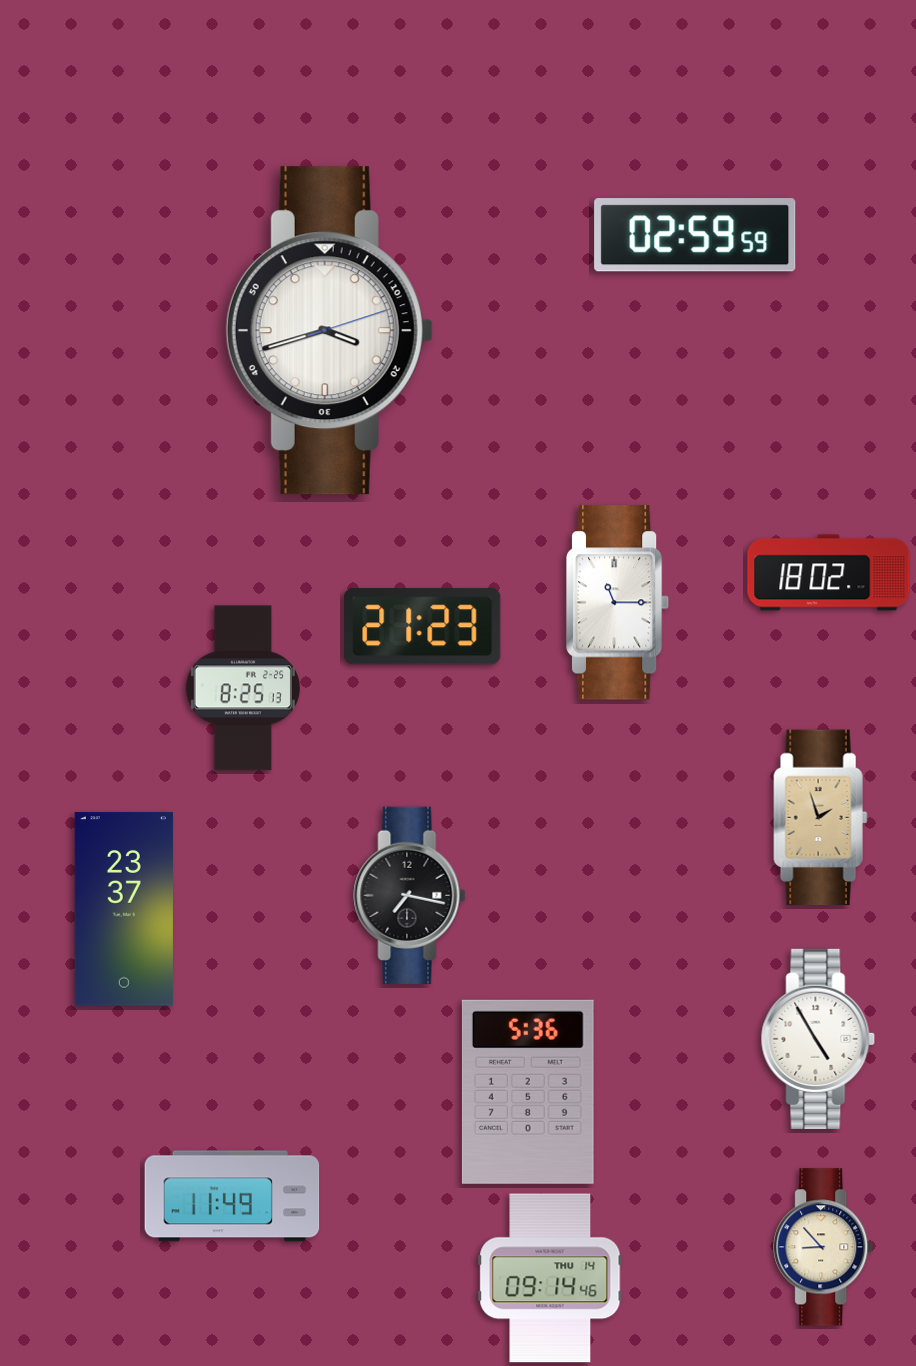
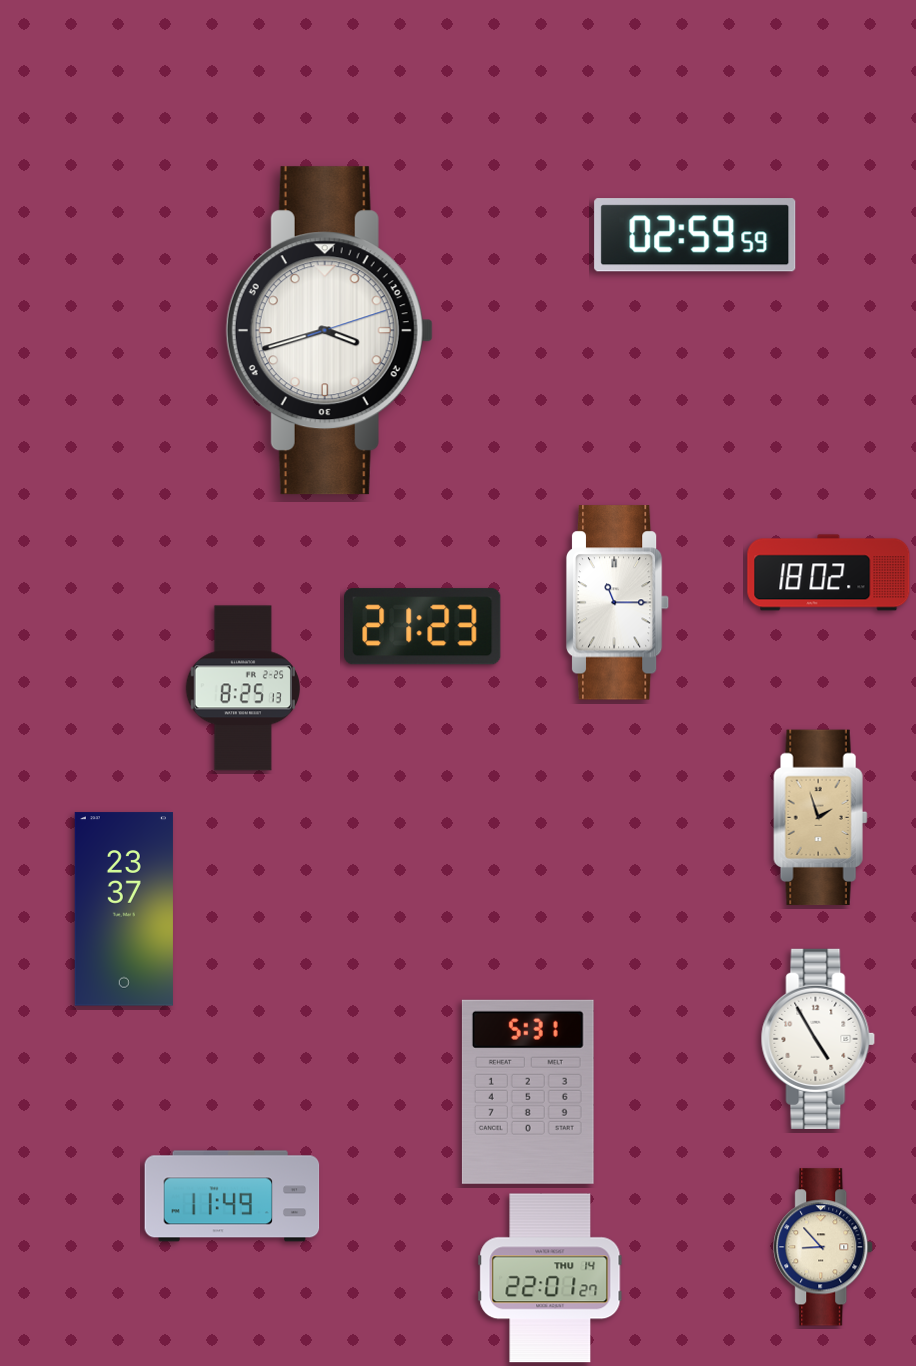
clock at (410, 895): 7:17 -> none
clock at (528, 1092): 5:36 -> 5:31
clock at (550, 1278): 09:14 -> 22:01
